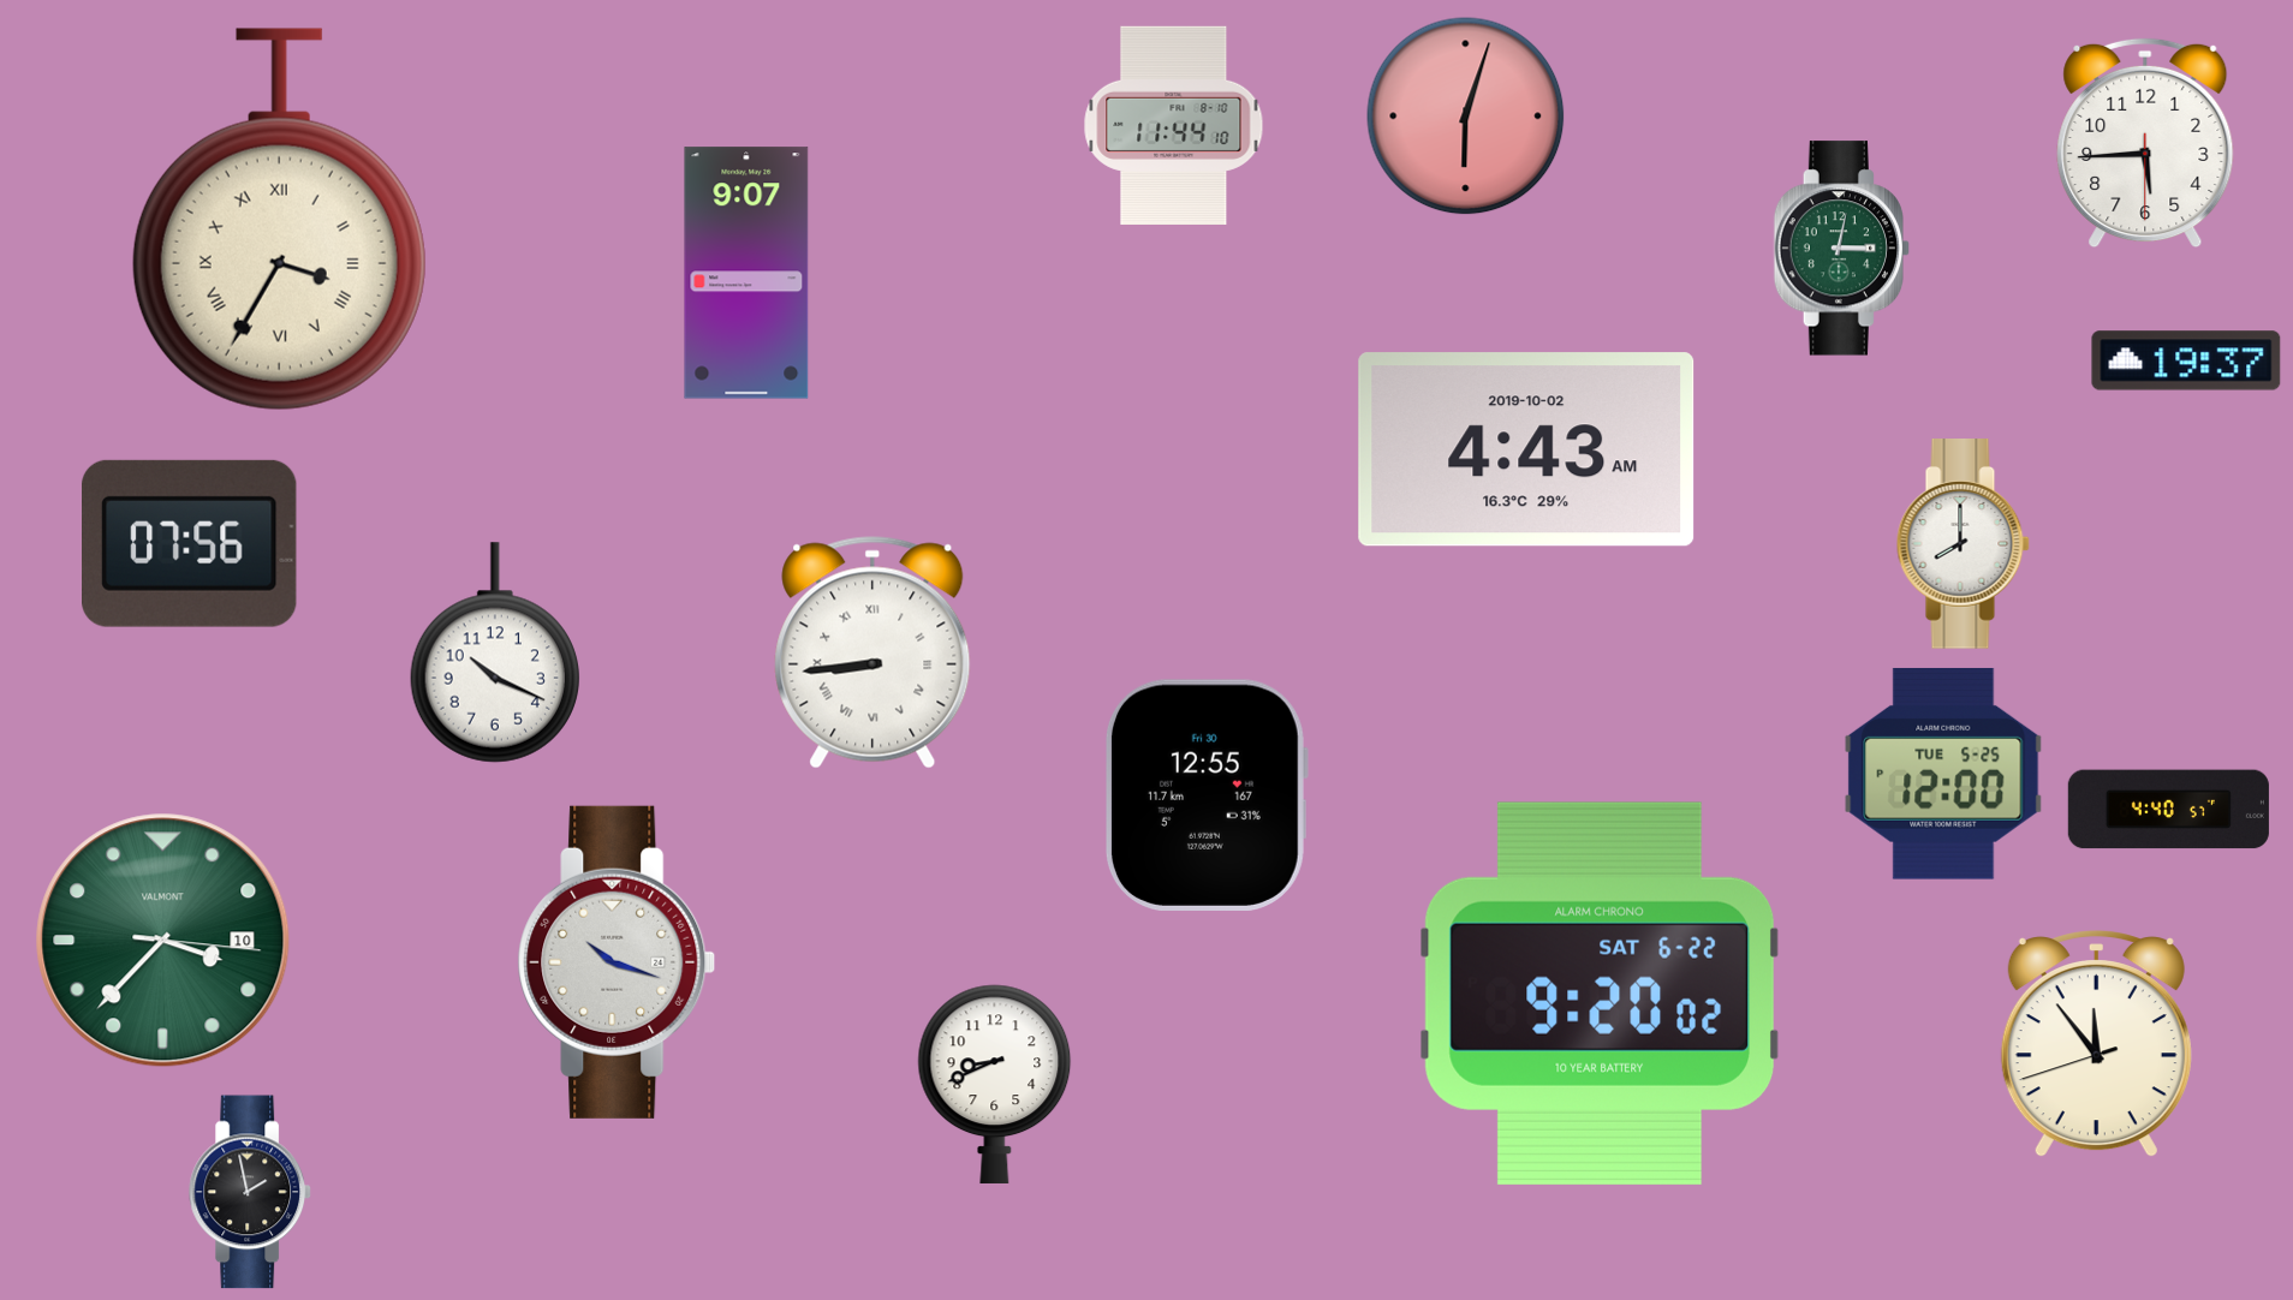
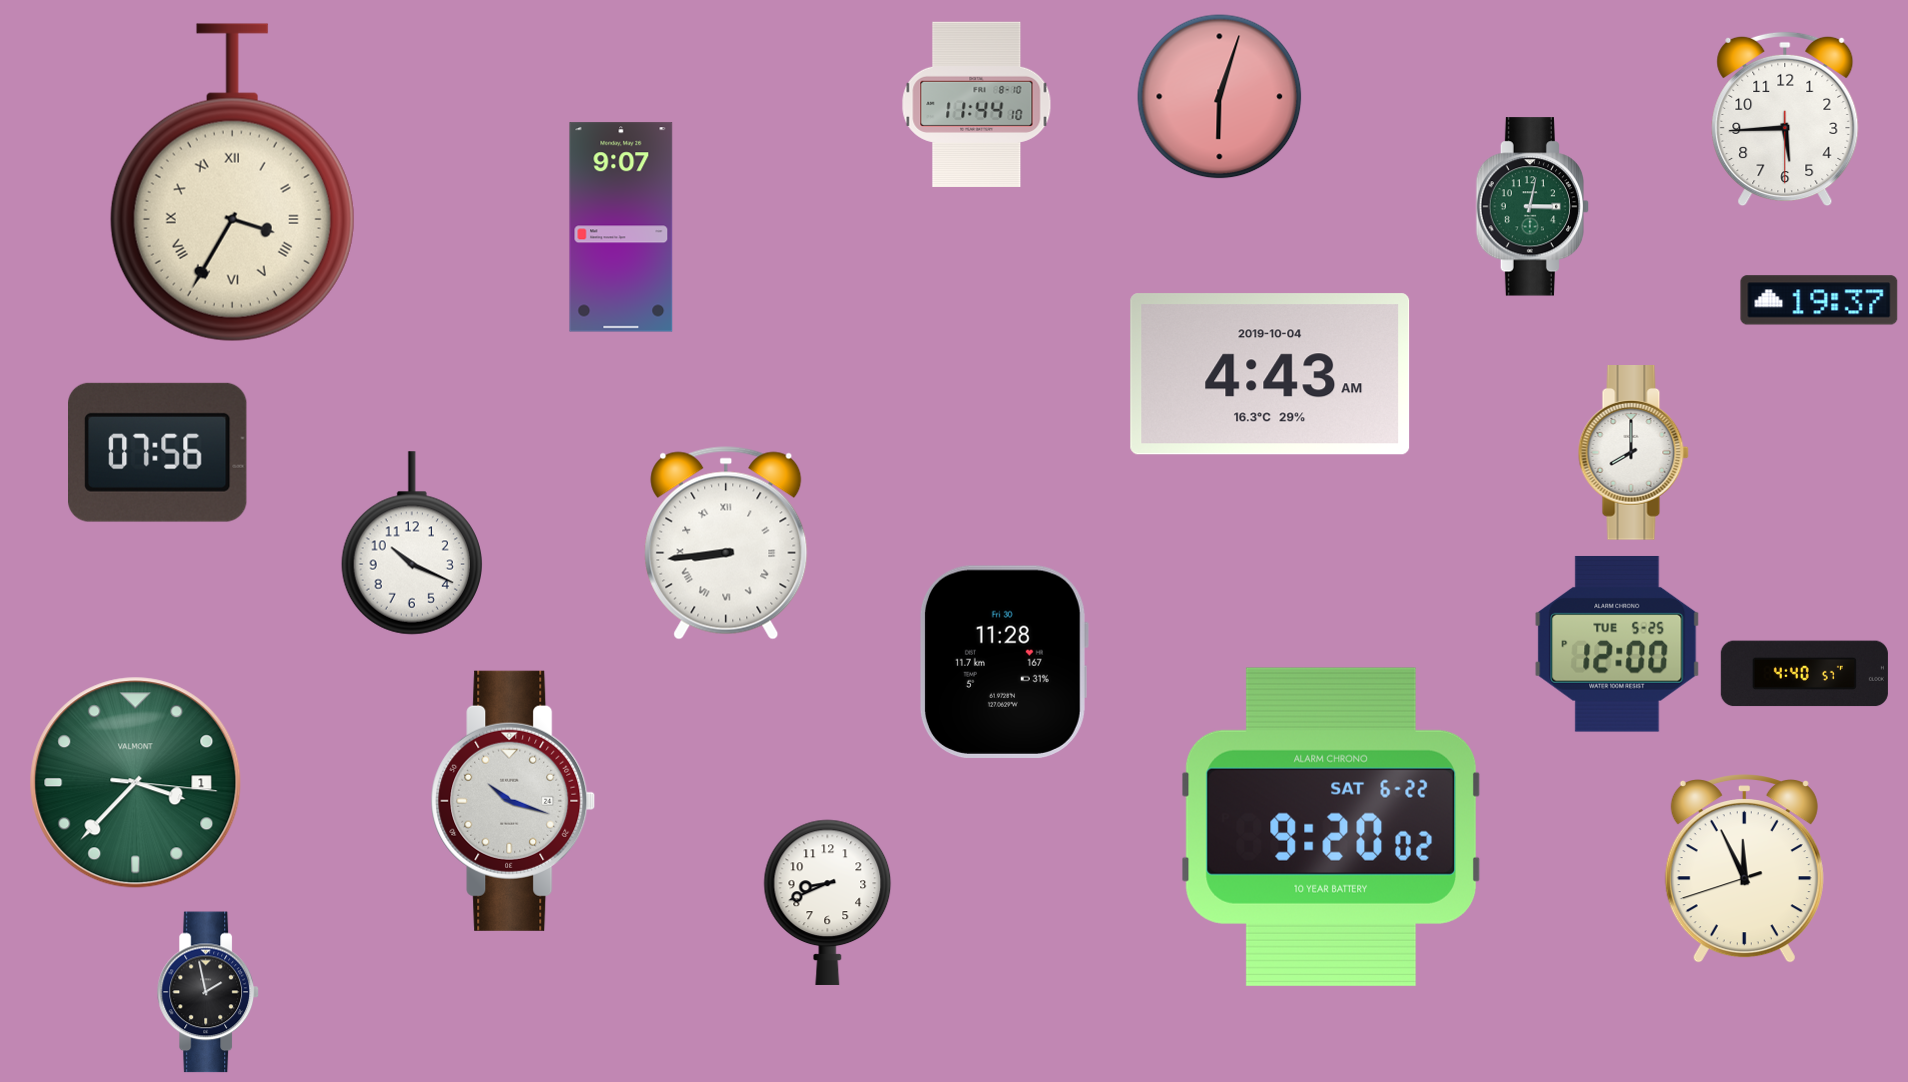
clock at (1526, 449) date: 2019-10-02 -> 2019-10-04
clock at (1205, 795): 12:55 -> 11:28
clock at (163, 941) date: 10 -> 1
clock at (2096, 1044): 11:53 -> 11:55
